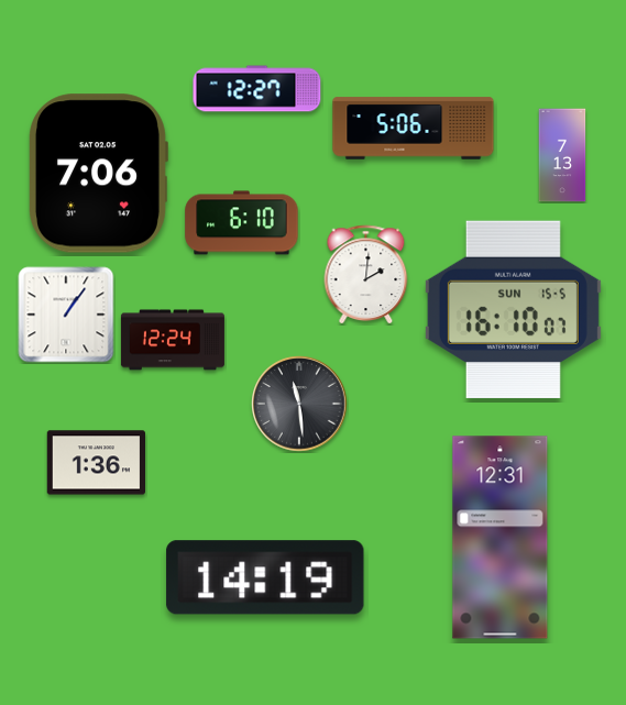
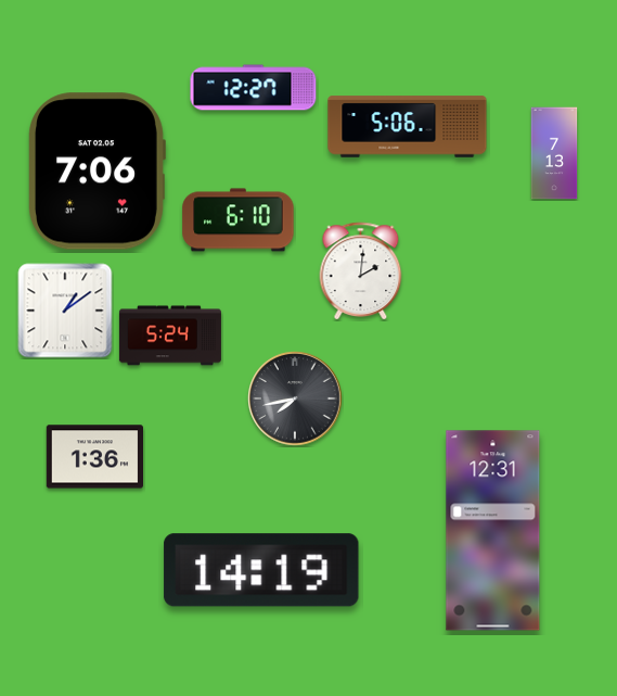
clock at (513, 310): 16:10 -> none
clock at (66, 315): 1:06 -> 1:09
clock at (173, 340): 12:24 -> 5:24
clock at (299, 404): 11:29 -> 7:43
